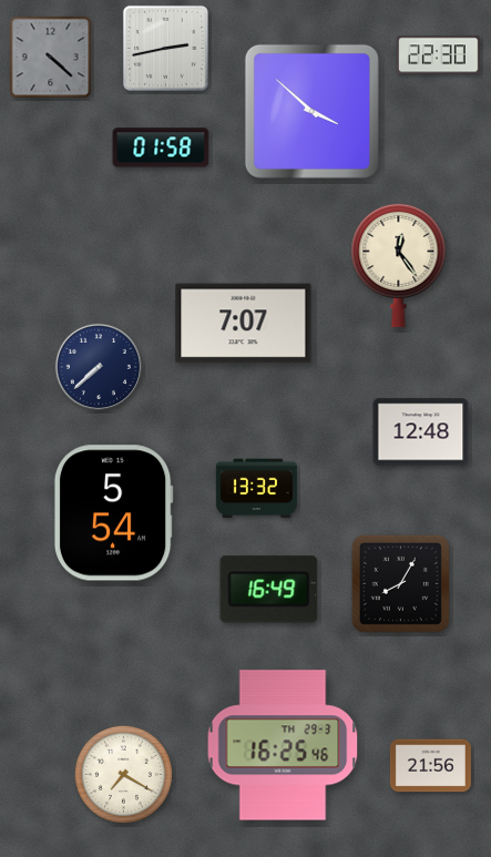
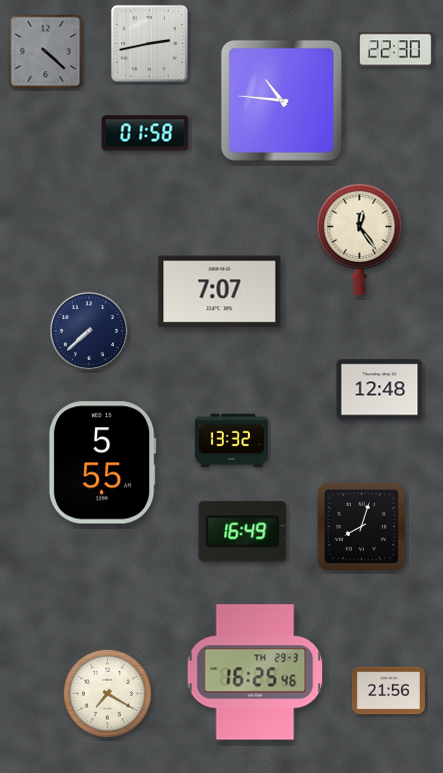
clock at (311, 111): 3:52 -> 10:46
clock at (113, 513): 5:54 -> 5:55
clock at (400, 583): 8:05 -> 8:03
clock at (123, 774) position: (123, 774) -> (107, 693)
